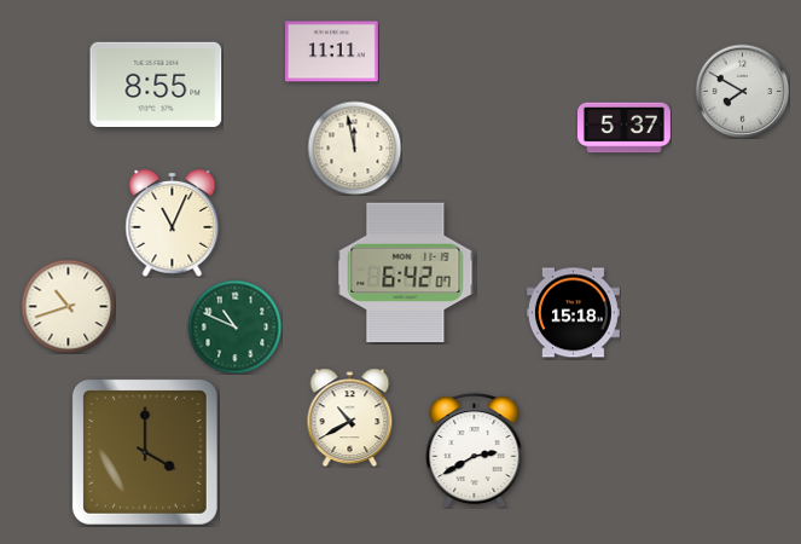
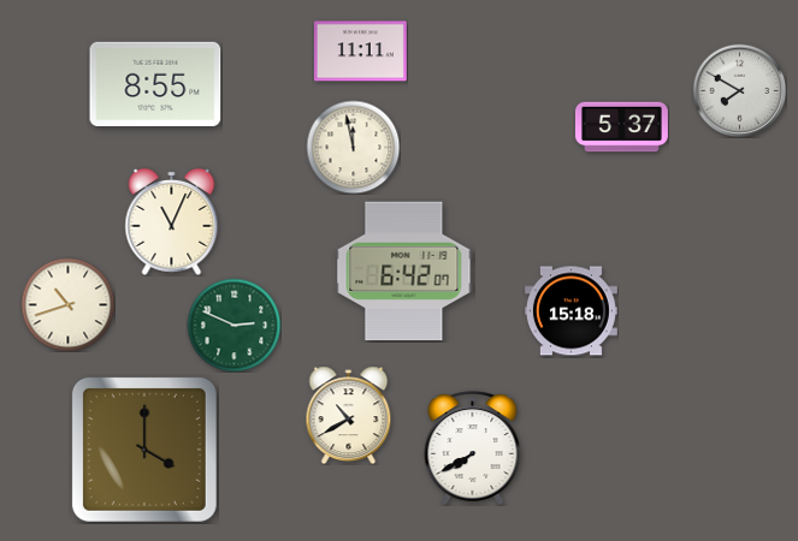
clock at (331, 52) position: (331, 52) -> (360, 52)
clock at (234, 326): 10:49 -> 2:49
clock at (475, 451): 2:40 -> 7:40
